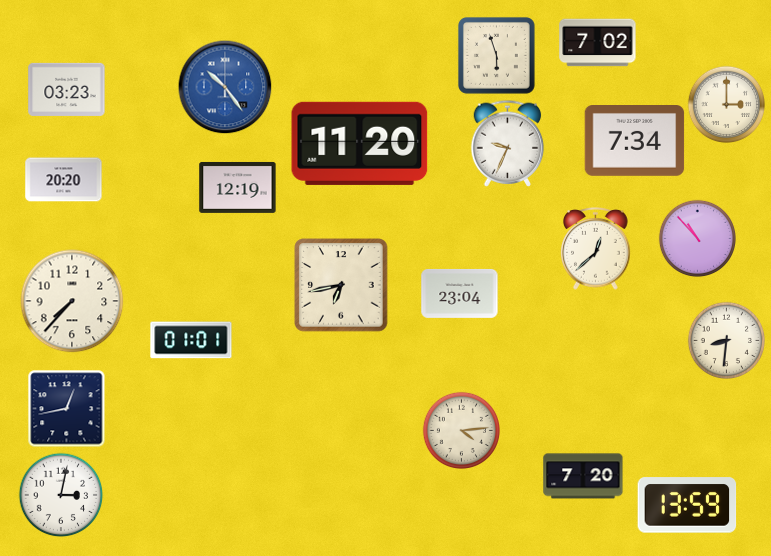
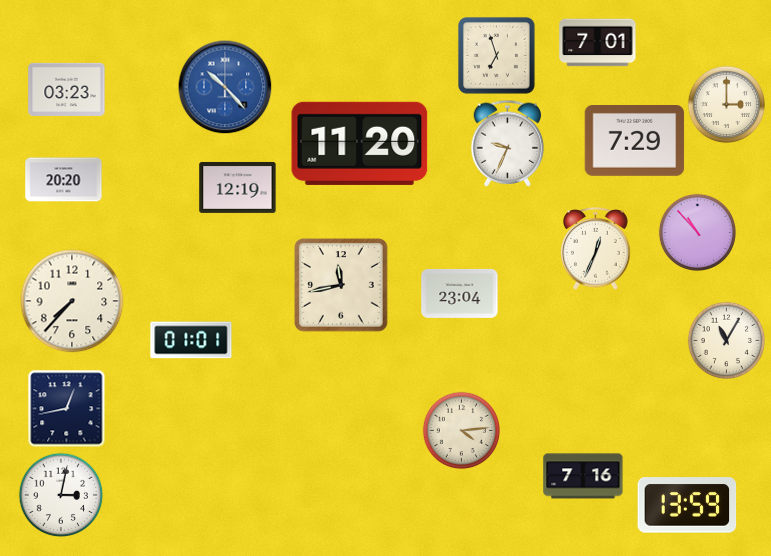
clock at (598, 43): 7:02 -> 7:01
clock at (496, 55): 5:57 -> 6:57
clock at (225, 87): 10:24 -> 10:23
clock at (635, 141): 7:34 -> 7:29
clock at (697, 238) position: (697, 238) -> (697, 232)
clock at (596, 249): 12:38 -> 12:34
clock at (341, 285): 6:43 -> 11:43
clock at (726, 340): 8:31 -> 11:05
clock at (583, 476): 7:20 -> 7:16
